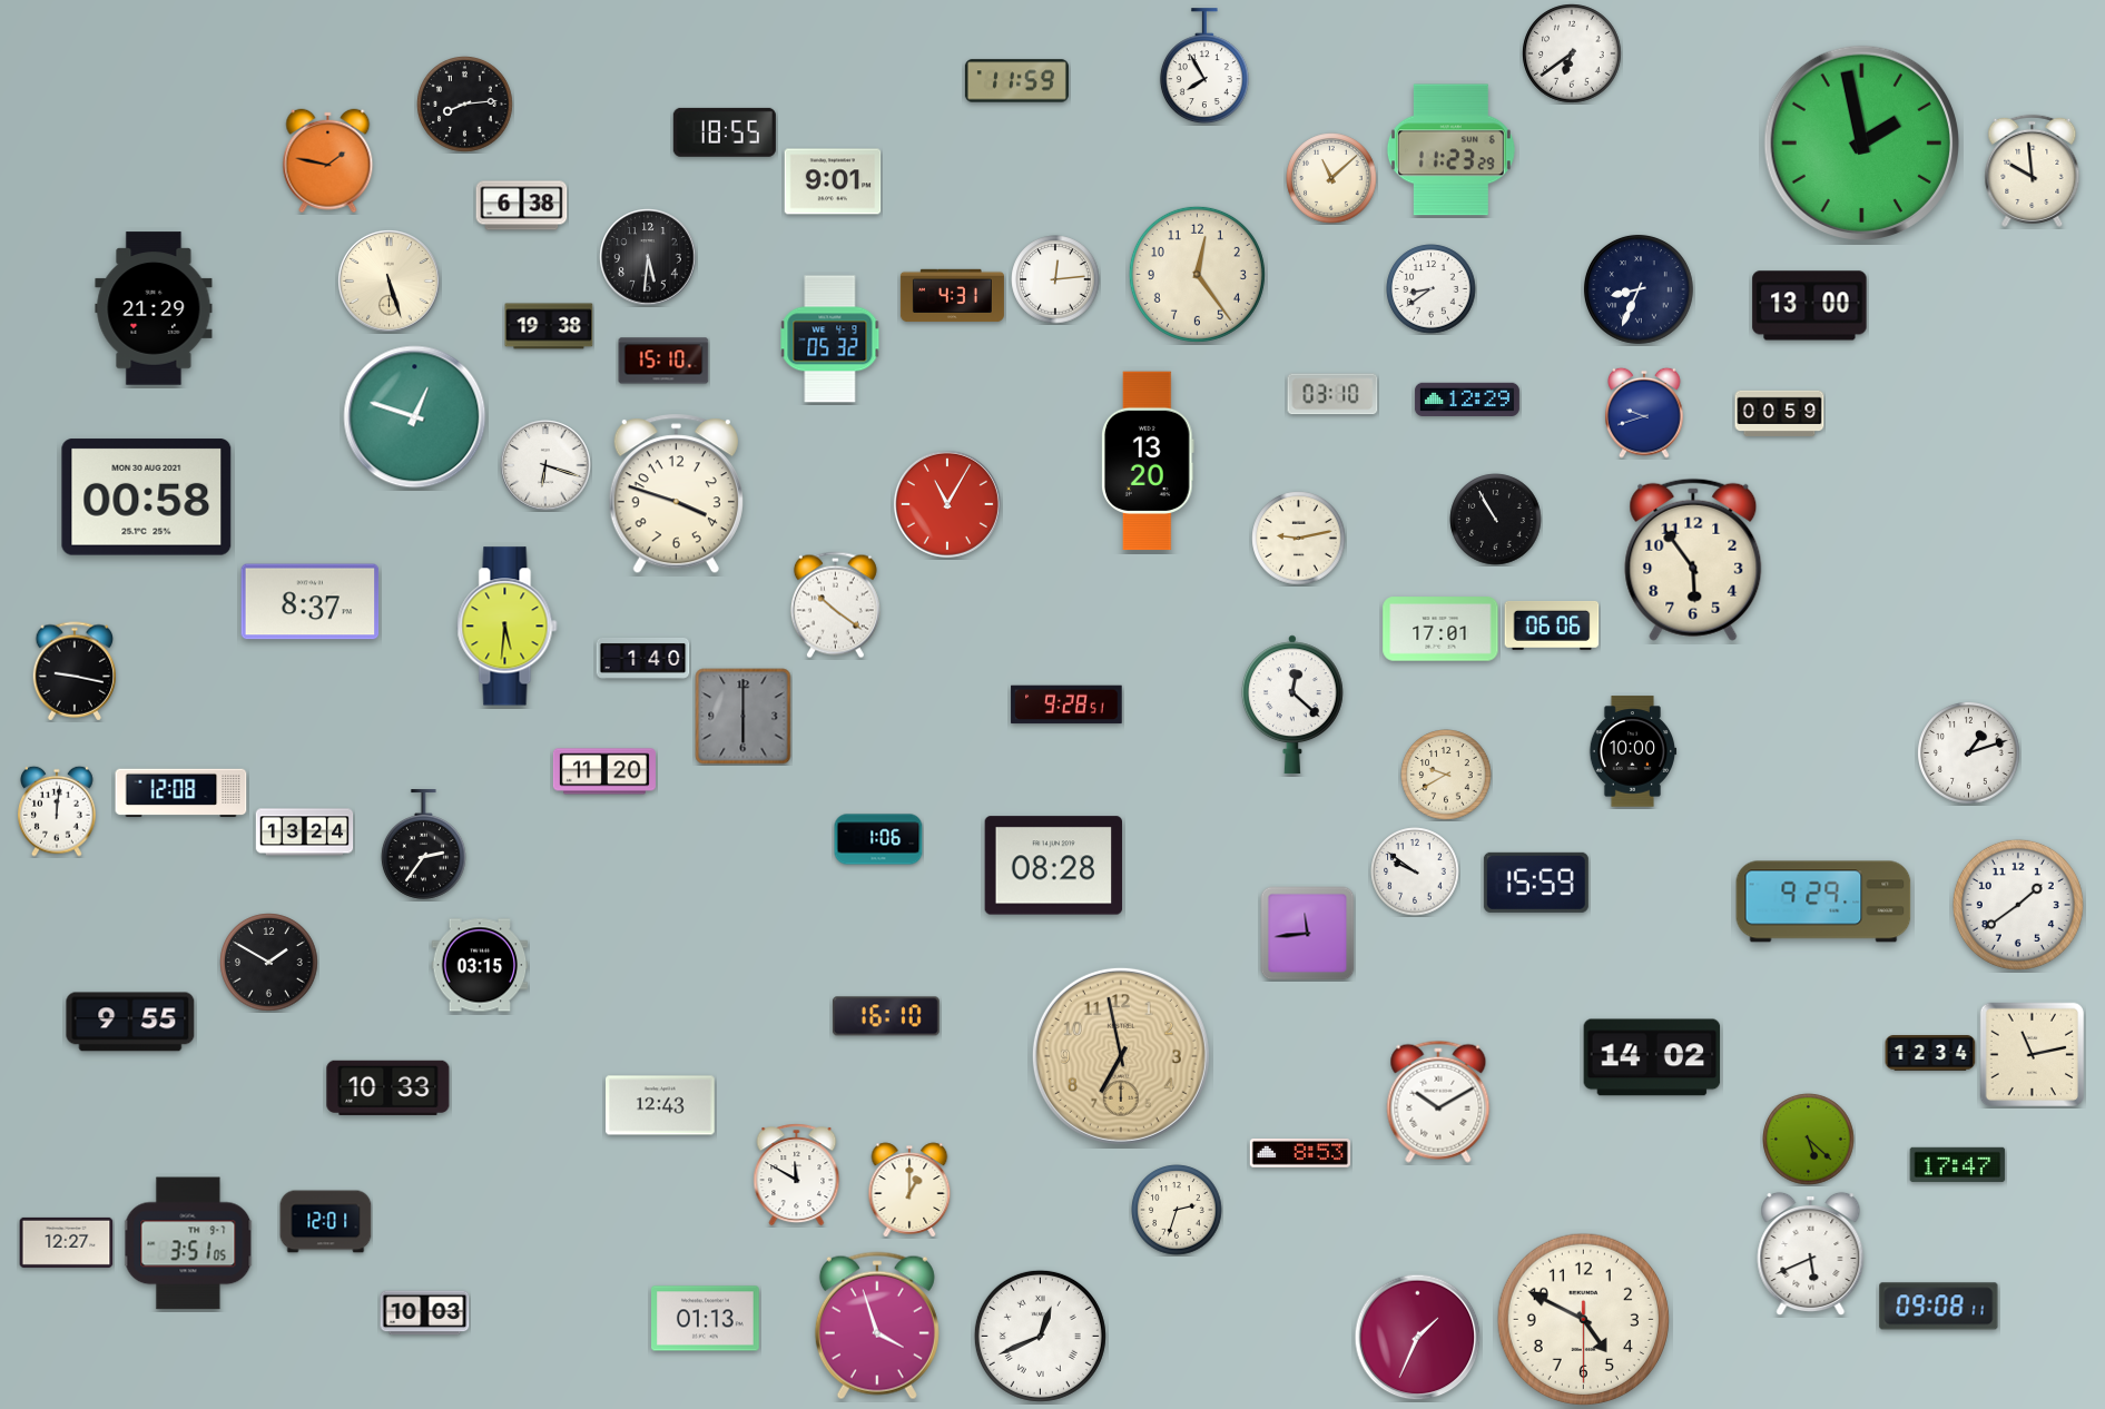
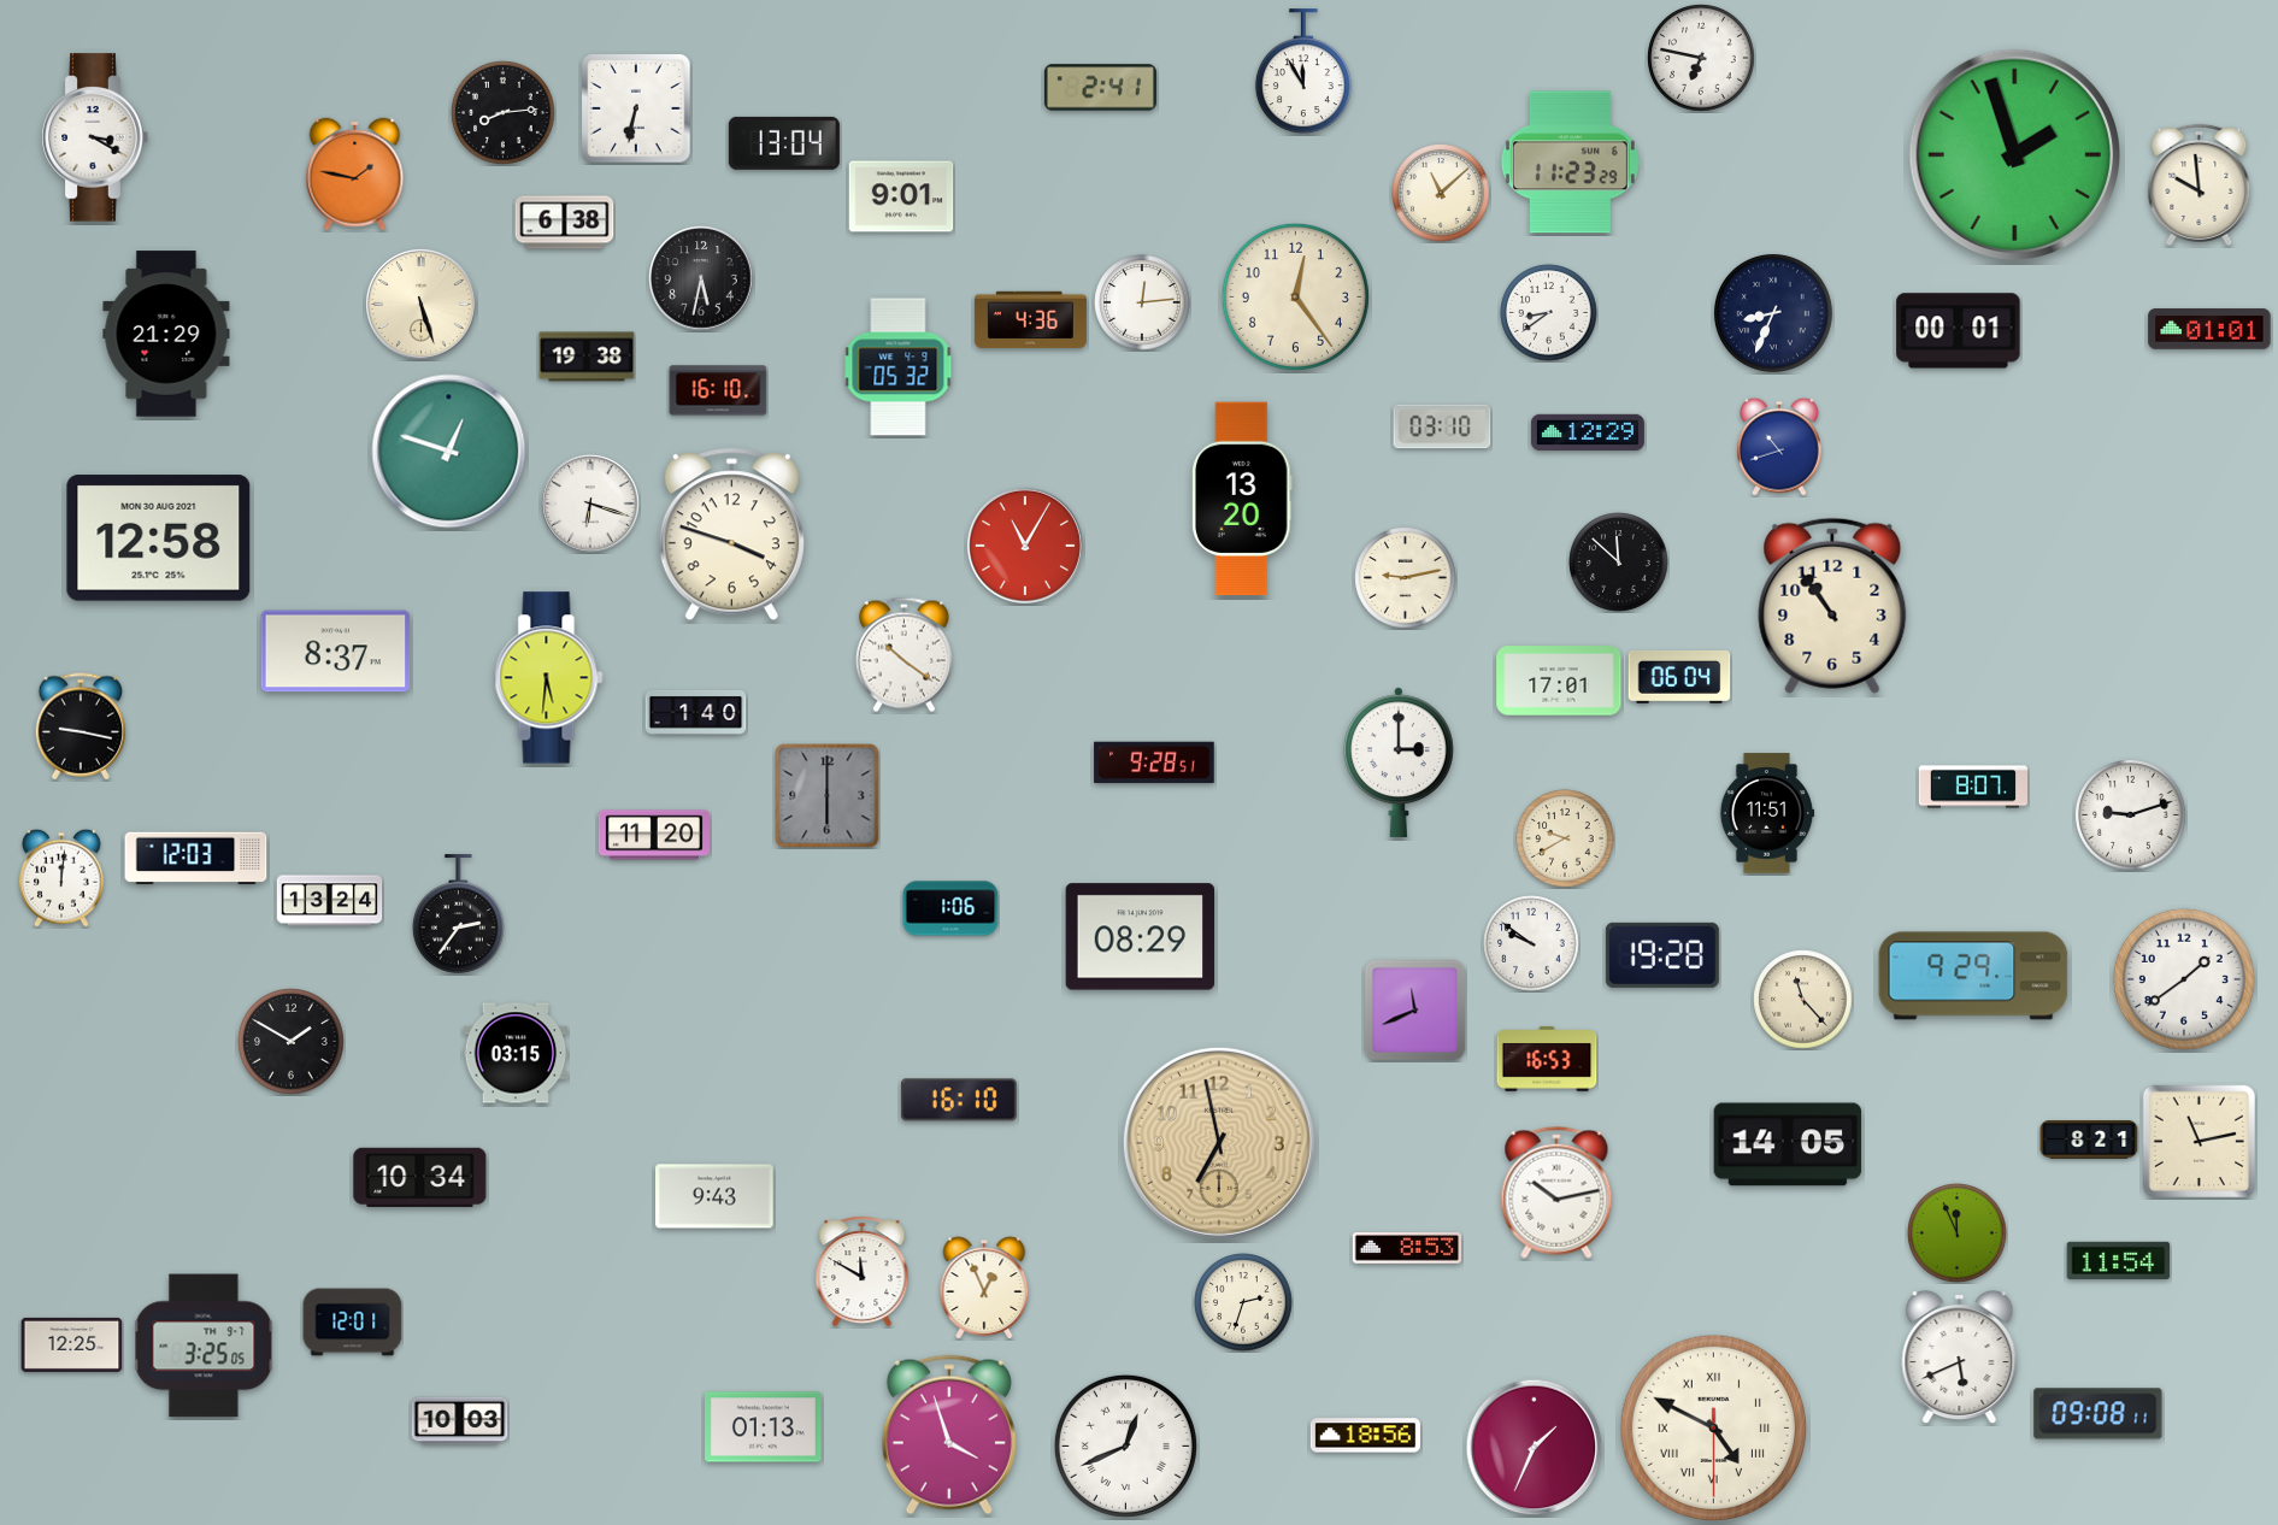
clock at (1572, 53): 6:39 -> 6:47
clock at (1204, 67): 7:55 -> 11:55
clock at (1016, 81): 11:59 -> 2:41
clock at (636, 108): none -> 6:32
clock at (95, 137): none -> 3:20
clock at (725, 132): 18:55 -> 13:04
clock at (1861, 142): 1:58 -> 1:57
clock at (648, 257): 5:31 -> 5:32
clock at (952, 296): 4:31 -> 4:36
clock at (2209, 329): none -> 01:01
clock at (1810, 306): 13:00 -> 00:01
clock at (549, 326) position: (549, 326) -> (587, 357)
clock at (663, 361): 15:10 -> 16:10
clock at (1644, 413): 9:42 -> 10:42
clock at (1780, 414): 00:59 -> none
clock at (147, 497): 00:58 -> 12:58
clock at (1496, 520): 10:55 -> 11:52
clock at (1299, 539) position: (1299, 539) -> (1406, 578)
clock at (1693, 560): 5:54 -> 10:54
clock at (1552, 625): 06:06 -> 06:04
clock at (1292, 704): 12:22 -> 3:00
clock at (744, 717) position: (744, 717) -> (828, 796)
clock at (1972, 787): none -> 8:07
clock at (1633, 751): 10:00 -> 11:51
clock at (1969, 753): 1:12 -> 9:12
clock at (181, 794): 12:08 -> 12:03
clock at (1054, 866): 08:28 -> 08:29
clock at (1536, 883): 15:59 -> 19:28
clock at (1803, 1000): none -> 11:23
clock at (1308, 934): 11:44 -> 11:41
clock at (480, 965) position: (480, 965) -> (516, 1053)
clock at (1547, 1059): none -> 16:53
clock at (130, 1022): 9:55 -> none
clock at (1930, 1053): 12:34 -> 8:21
clock at (1121, 1056) position: (1121, 1056) -> (1219, 1143)
clock at (1652, 1057): 14:02 -> 14:05
clock at (388, 1087): 10:33 -> 10:34
clock at (1438, 1102): 10:10 -> 10:13
clock at (661, 1105): 12:43 -> 9:43
clock at (1809, 1140): 5:22 -> 11:56
clock at (1958, 1164): 17:47 -> 11:54
clock at (909, 1190): 1:00 -> 12:56
clock at (1177, 1210) position: (1177, 1210) -> (1243, 1302)
clock at (67, 1242): 12:27 -> 12:25
clock at (188, 1243): 3:51 -> 3:25
clock at (1583, 1319) numerals: Arabic -> Roman
clock at (1365, 1436): none -> 18:56
